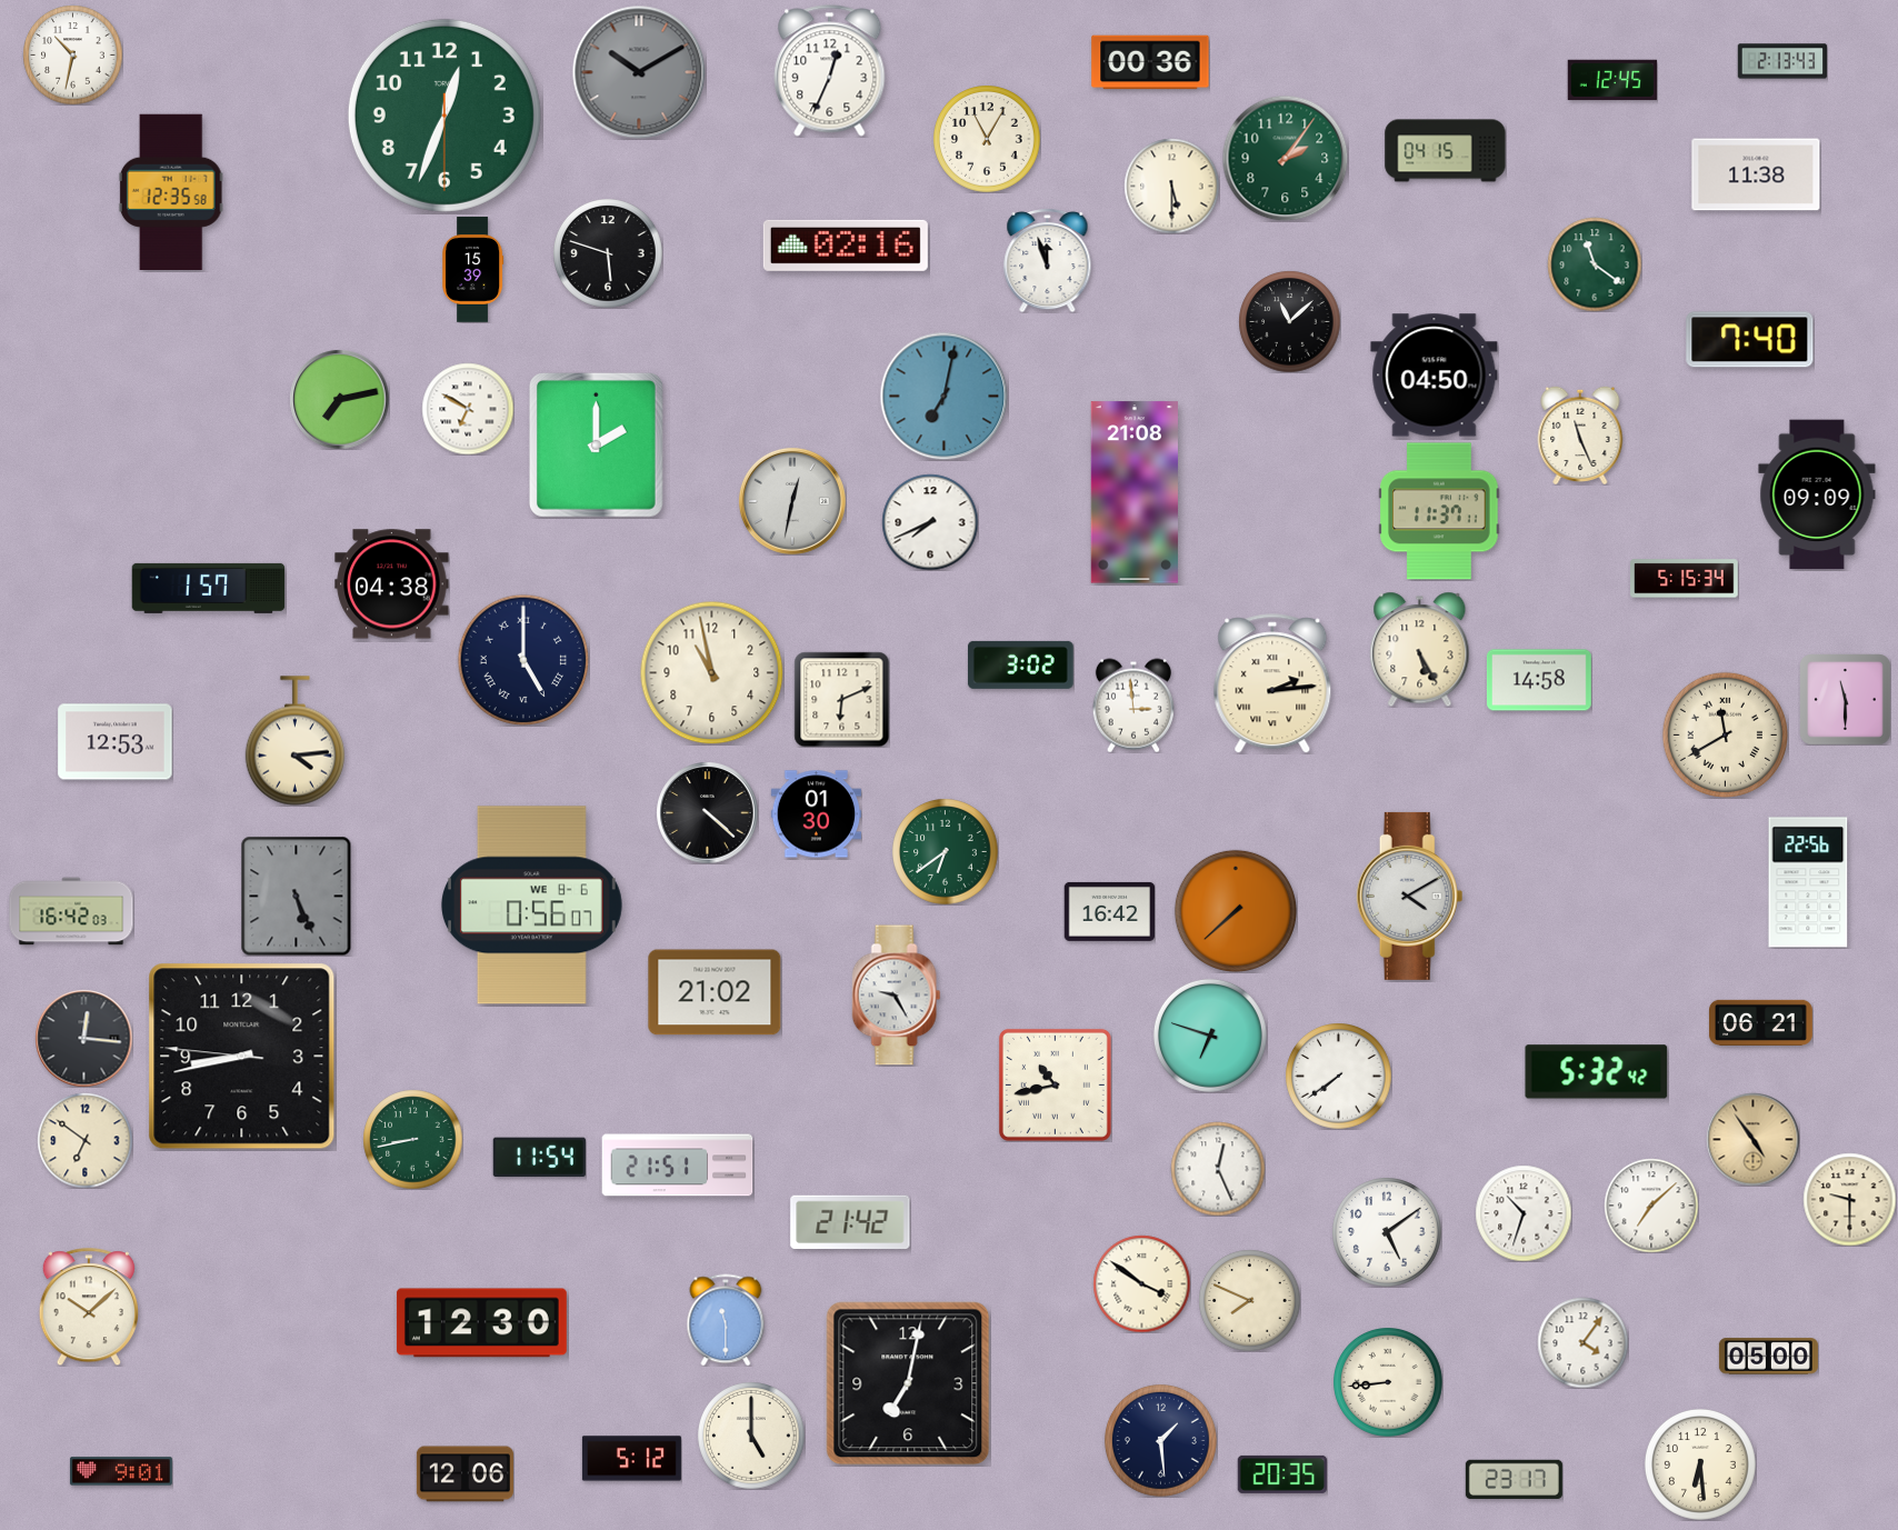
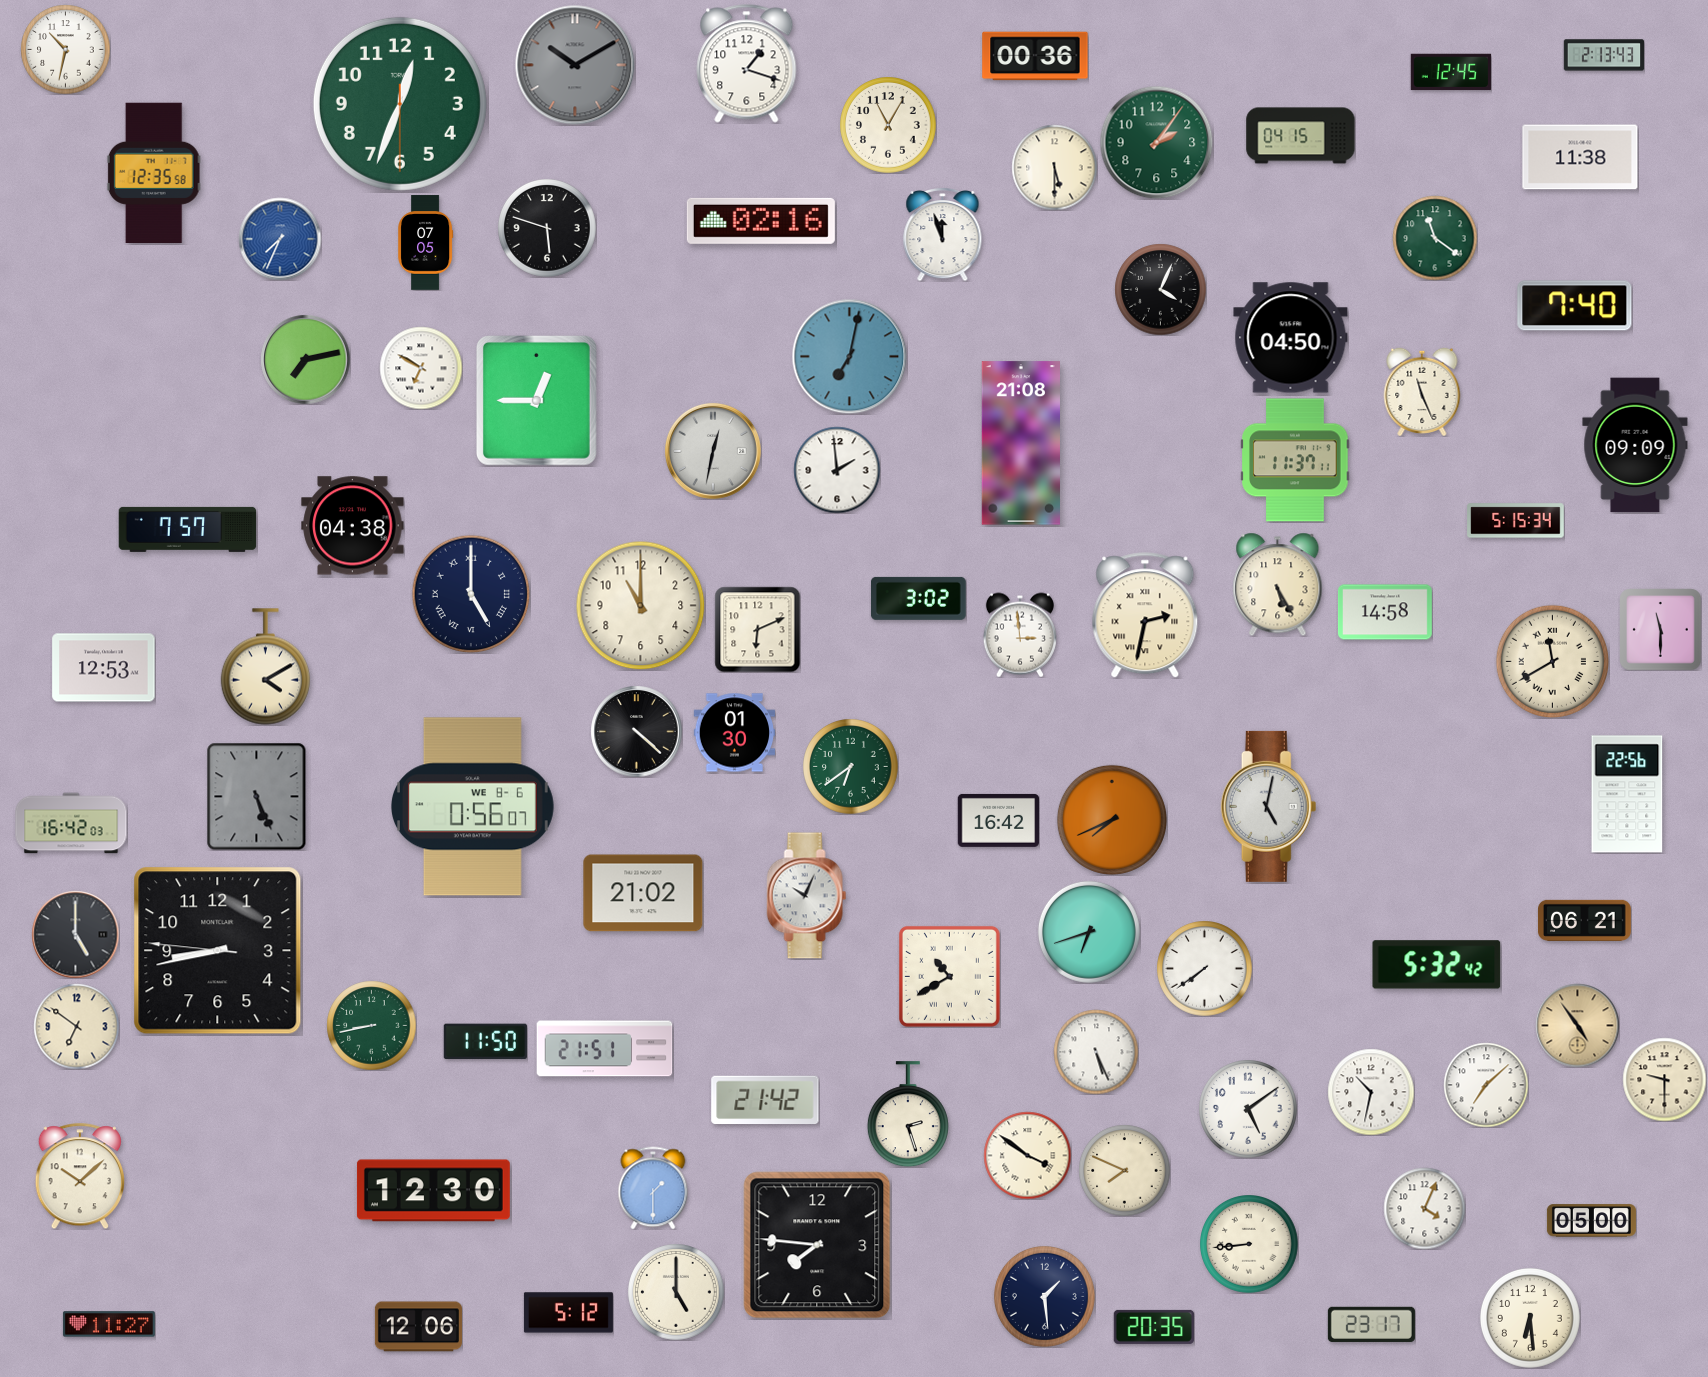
clock at (830, 71): 12:34 -> 1:18
clock at (280, 239): none -> 7:34
clock at (473, 270): 15:39 -> 07:05
clock at (1289, 321): 11:08 -> 4:04
clock at (596, 444): 2:00 -> 12:45
clock at (930, 522): 7:41 -> 1:59
clock at (209, 588): 1:57 -> 7:57
clock at (711, 672): 10:58 -> 11:00
clock at (1272, 683): 2:14 -> 2:32
clock at (294, 741): 4:14 -> 4:10
clock at (297, 896) position: (297, 896) -> (257, 796)
clock at (1410, 896): 4:10 -> 5:02
clock at (531, 906) position: (531, 906) -> (472, 807)
clock at (71, 911) position: (71, 911) -> (71, 823)
clock at (1236, 911): 7:38 -> 7:41
clock at (897, 996): 9:25 -> 10:04
clock at (1210, 1036): 6:48 -> 6:42
clock at (83, 1038): 12:16 -> 5:00
clock at (1055, 1084): 10:43 -> 10:40
clock at (539, 1158): 11:54 -> 11:50
clock at (678, 1166) position: (678, 1166) -> (605, 1049)
clock at (1218, 1169): 12:26 -> 5:26
clock at (1524, 1213): 10:33 -> 10:32
clock at (908, 1114): none -> 2:27
clock at (726, 1320): 11:30 -> 1:30
clock at (1582, 1342): 4:06 -> 4:04
clock at (908, 1383): 7:02 -> 7:46
clock at (121, 1471): 9:01 -> 11:27
clock at (1514, 1479) position: (1514, 1479) -> (1371, 1324)
